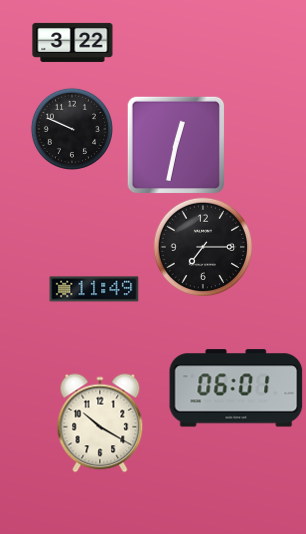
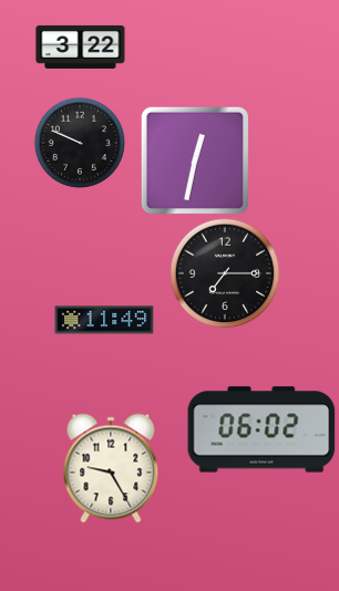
clock at (236, 388): 06:01 -> 06:02
clock at (100, 423): 10:20 -> 9:25
